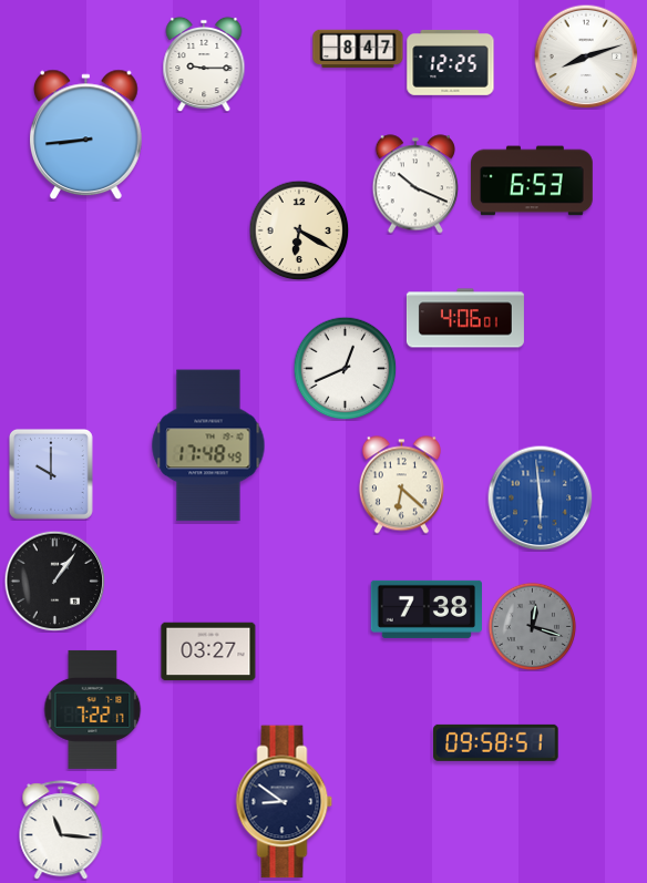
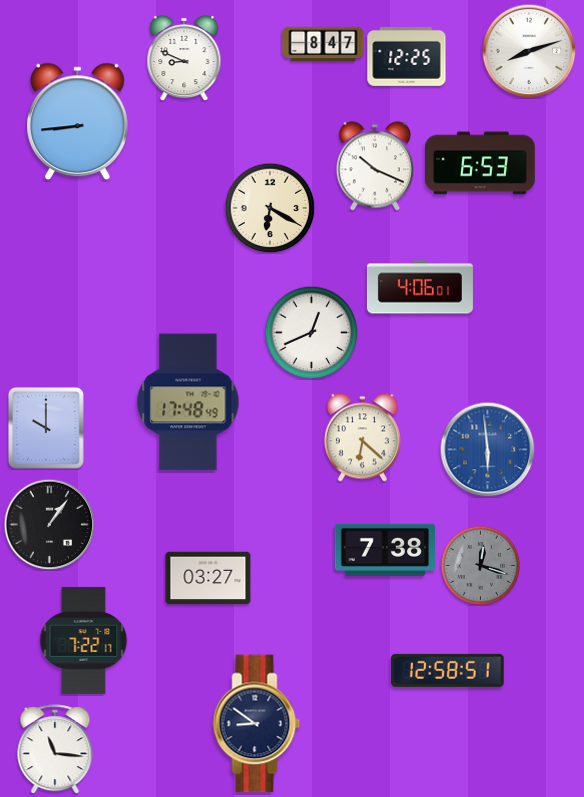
clock at (204, 64): 9:15 -> 8:49
clock at (208, 651) position: (208, 651) -> (208, 578)
clock at (496, 742): 09:58 -> 12:58
